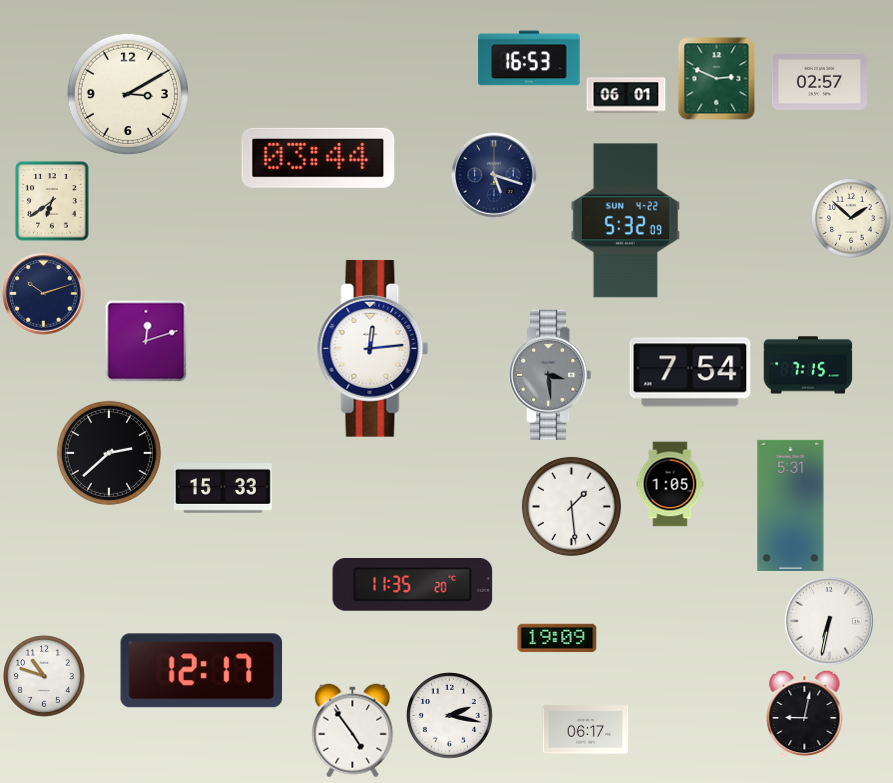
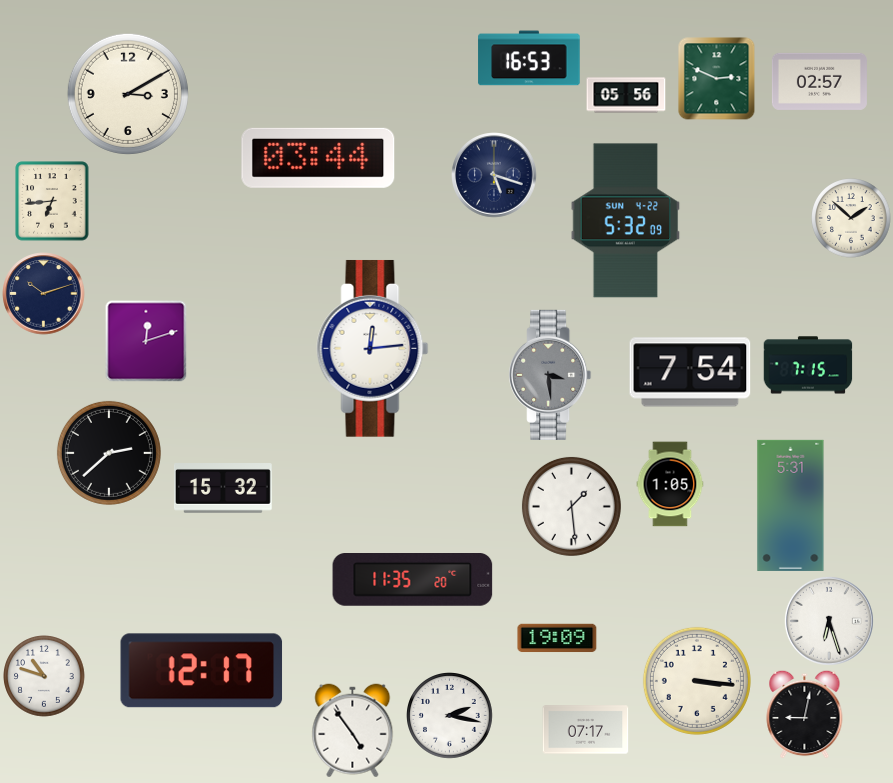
clock at (626, 95): 06:01 -> 05:56
clock at (52, 201): 6:39 -> 6:44
clock at (223, 489): 15:33 -> 15:32
clock at (413, 585) position: (413, 585) -> (413, 580)
clock at (830, 622): 6:32 -> 6:27
clock at (697, 681): none -> 3:16
clock at (586, 730): 06:17 -> 07:17
